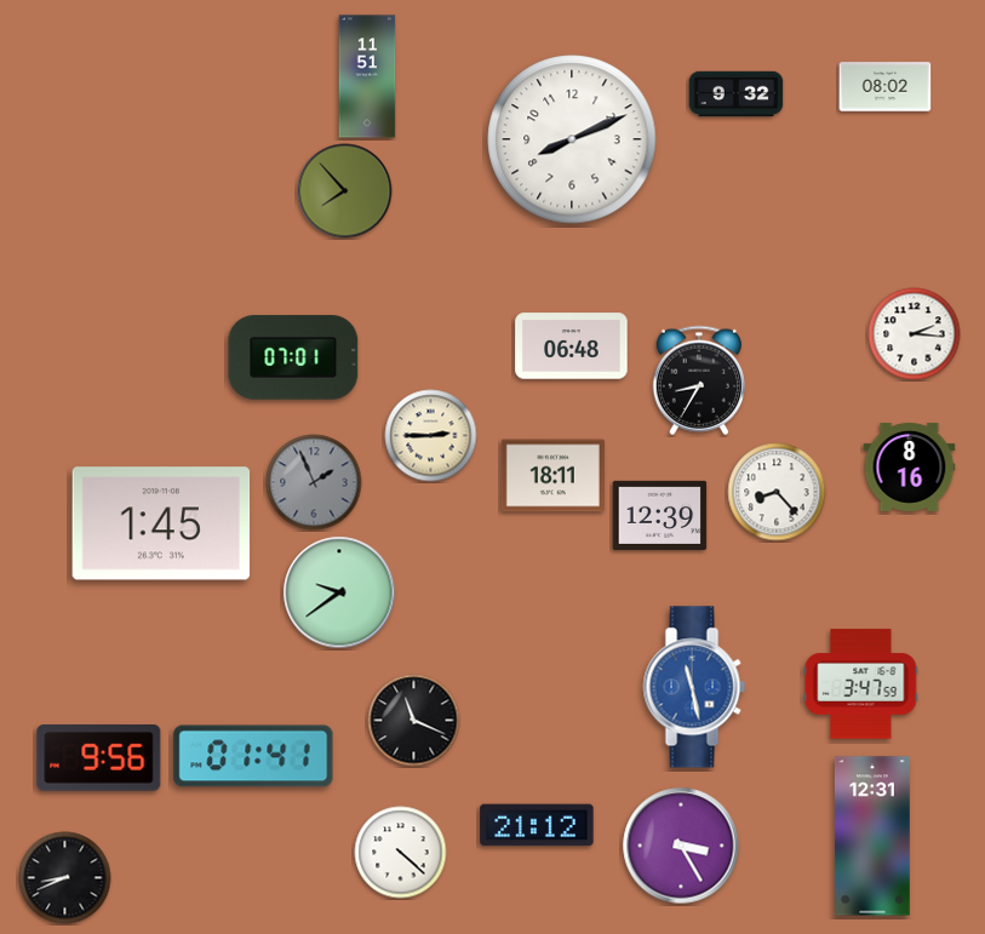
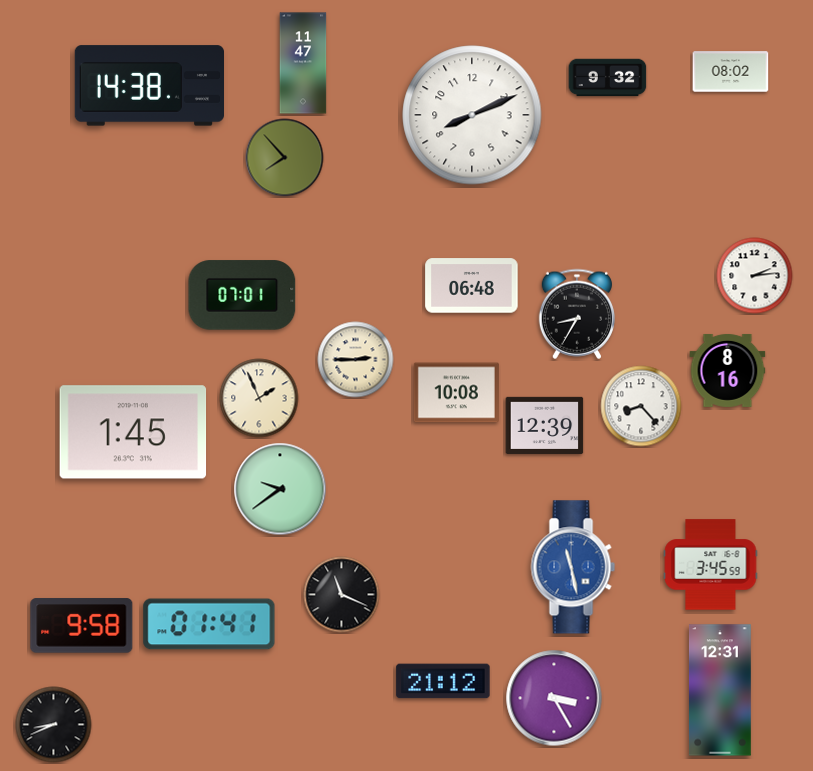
clock at (367, 76): 11:51 -> 11:47
clock at (149, 86): none -> 14:38
clock at (915, 334): 2:16 -> 2:14
clock at (910, 466) position: (910, 466) -> (728, 370)
clock at (552, 476): 18:11 -> 10:08
clock at (314, 482) dial: grey -> cream
clock at (861, 684): 3:47 -> 3:45
clock at (99, 758): 9:56 -> 9:58
clock at (681, 846) position: (681, 846) -> (554, 698)
clock at (401, 853): 4:22 -> none
